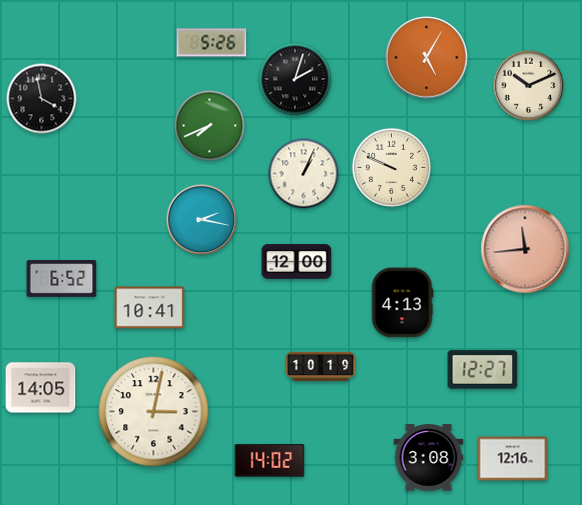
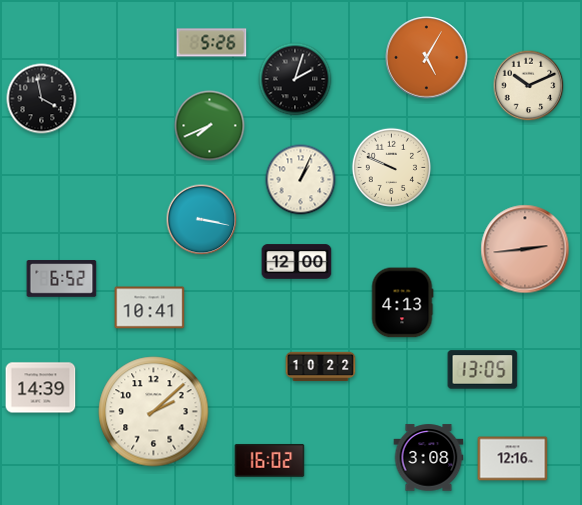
clock at (304, 174) position: (304, 174) -> (301, 180)
clock at (202, 220): 2:17 -> 3:17
clock at (525, 249): 11:44 -> 2:44
clock at (321, 367): 10:19 -> 10:22
clock at (483, 370): 12:27 -> 13:05
clock at (41, 388): 14:05 -> 14:39
clock at (154, 412): 3:02 -> 2:08
clock at (270, 461): 14:02 -> 16:02
